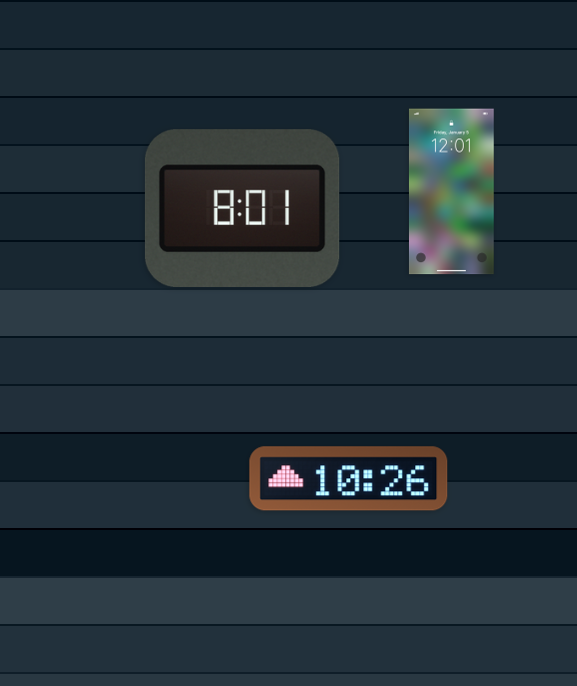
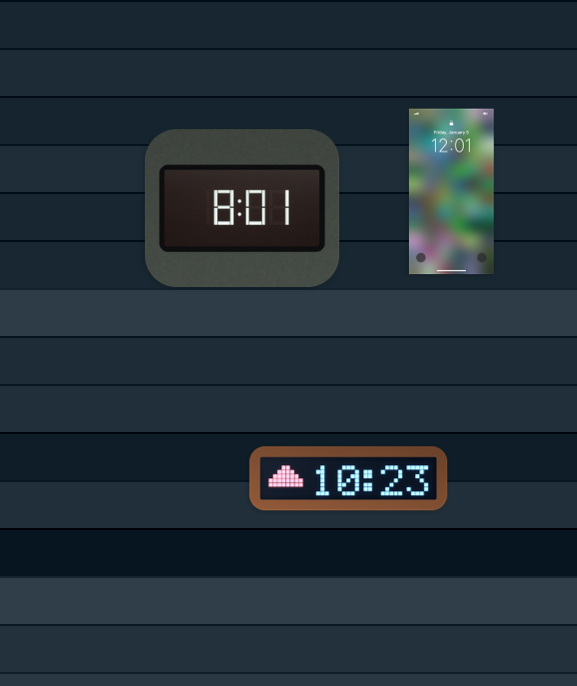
clock at (349, 479): 10:26 -> 10:23
